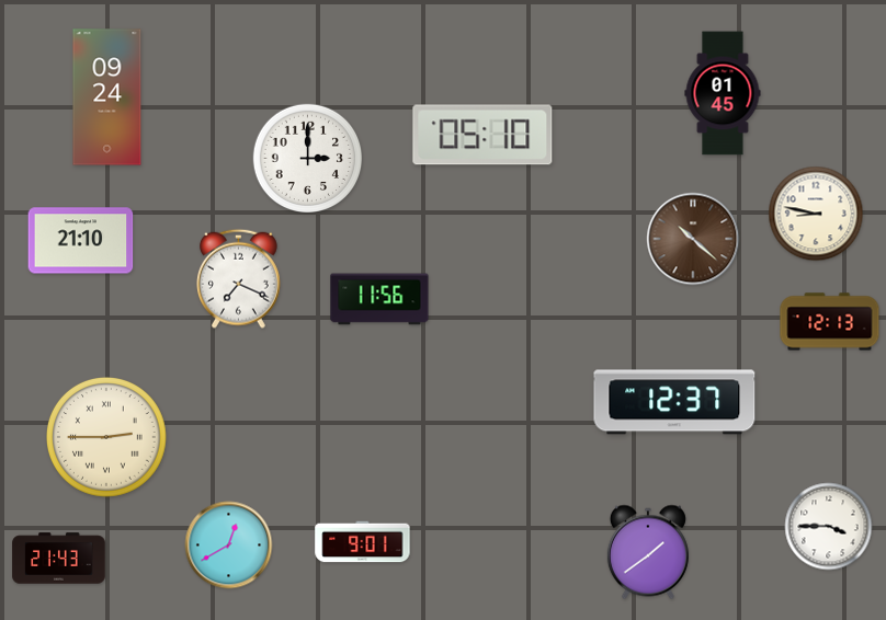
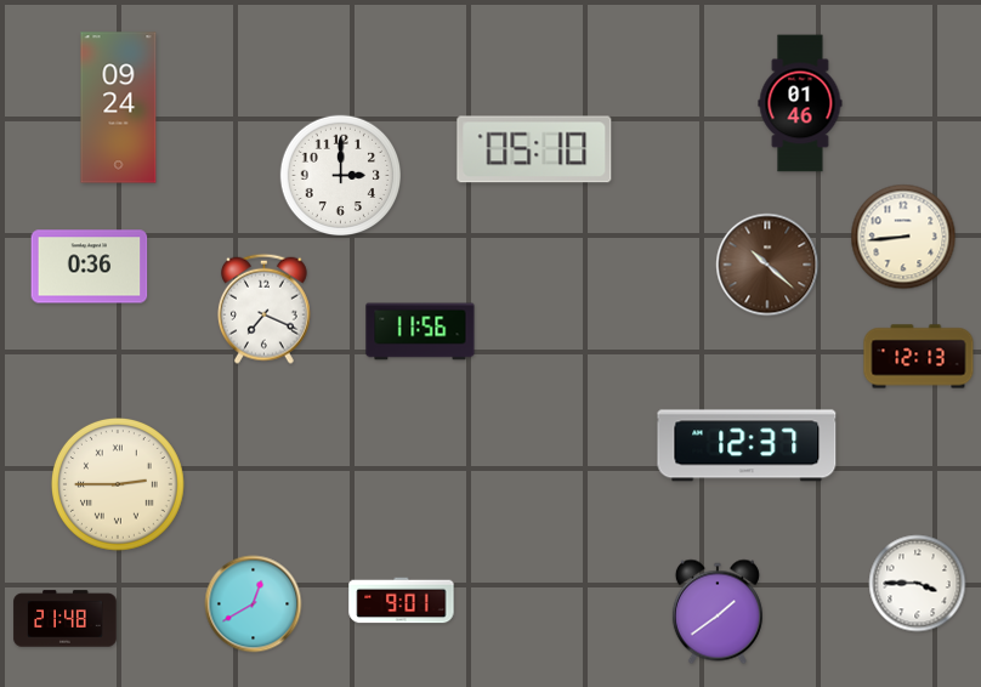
clock at (723, 93): 01:45 -> 01:46
clock at (816, 214): 8:47 -> 8:44
clock at (81, 241): 21:10 -> 0:36
clock at (59, 559): 21:43 -> 21:48
